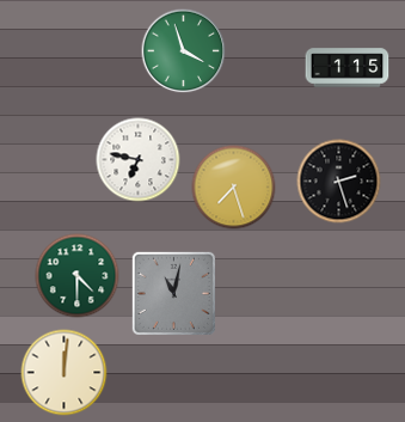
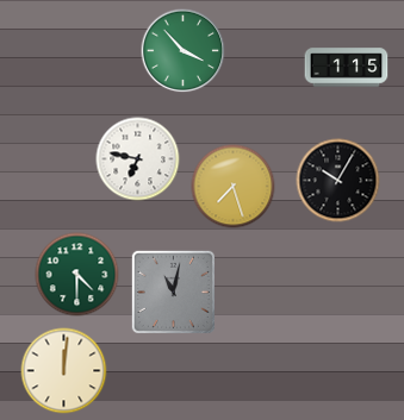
clock at (184, 51): 3:57 -> 3:53
clock at (339, 182): 2:27 -> 10:05
